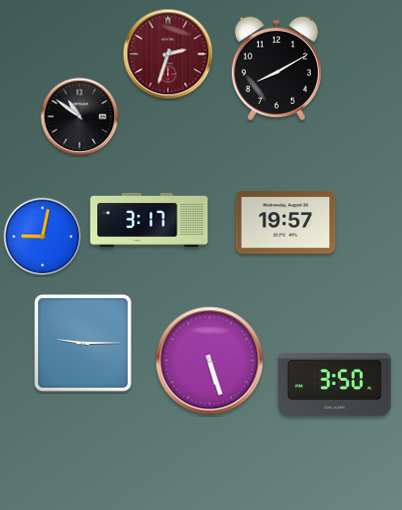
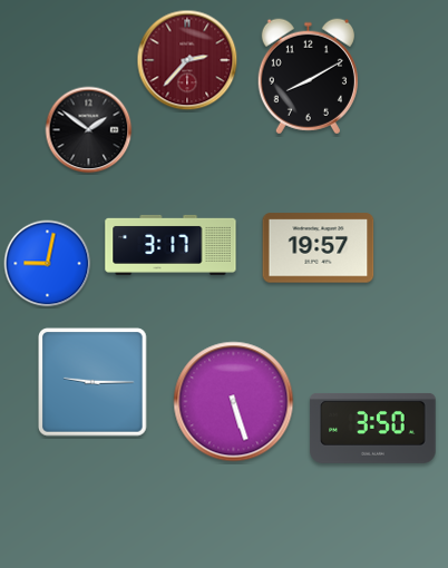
clock at (168, 54): 2:33 -> 2:37
clock at (80, 117): 10:51 -> 1:51
clock at (149, 220) position: (149, 220) -> (171, 245)
